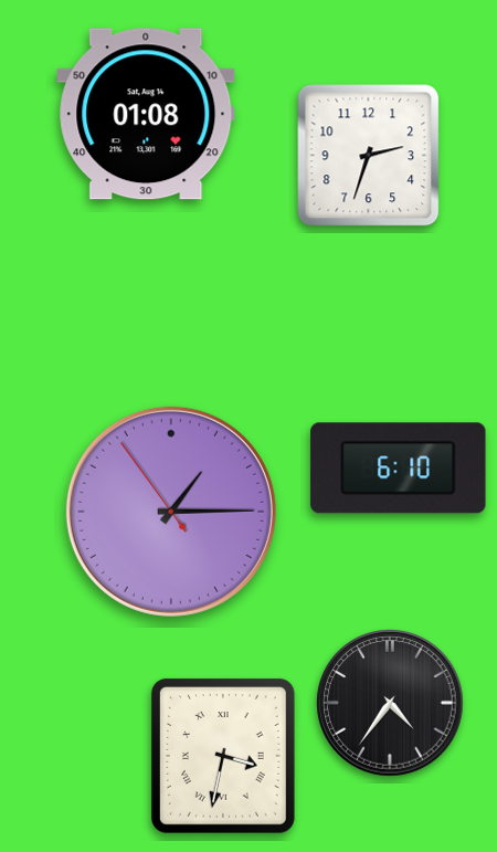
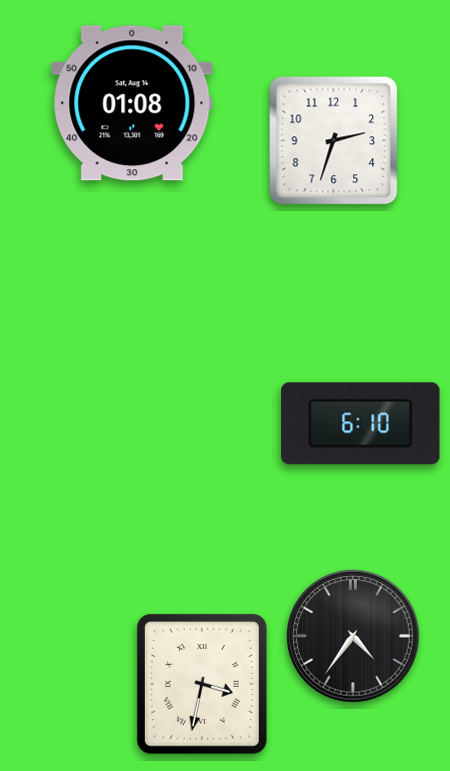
clock at (171, 512): 1:14 -> none
